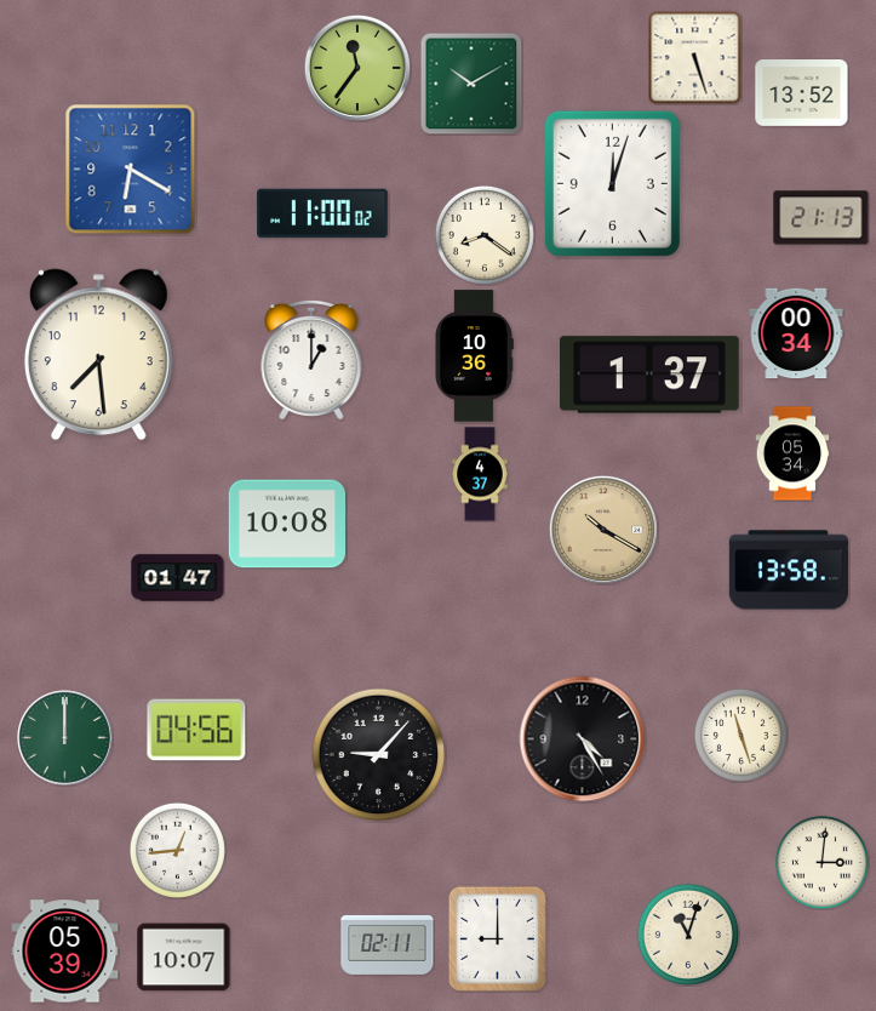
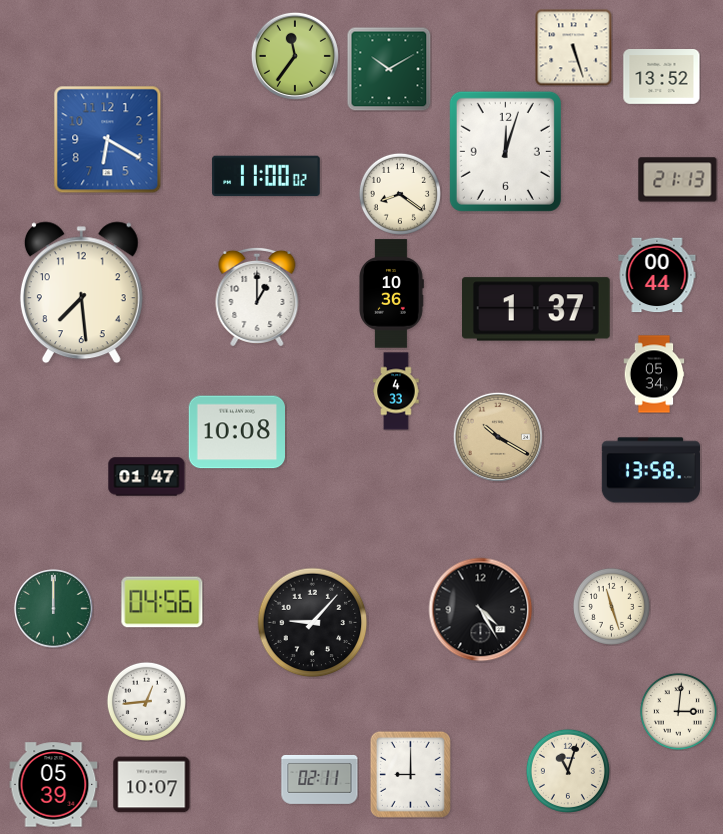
clock at (796, 333): 00:34 -> 00:44
clock at (480, 474): 4:37 -> 4:33
clock at (184, 958) position: (184, 958) -> (152, 785)
